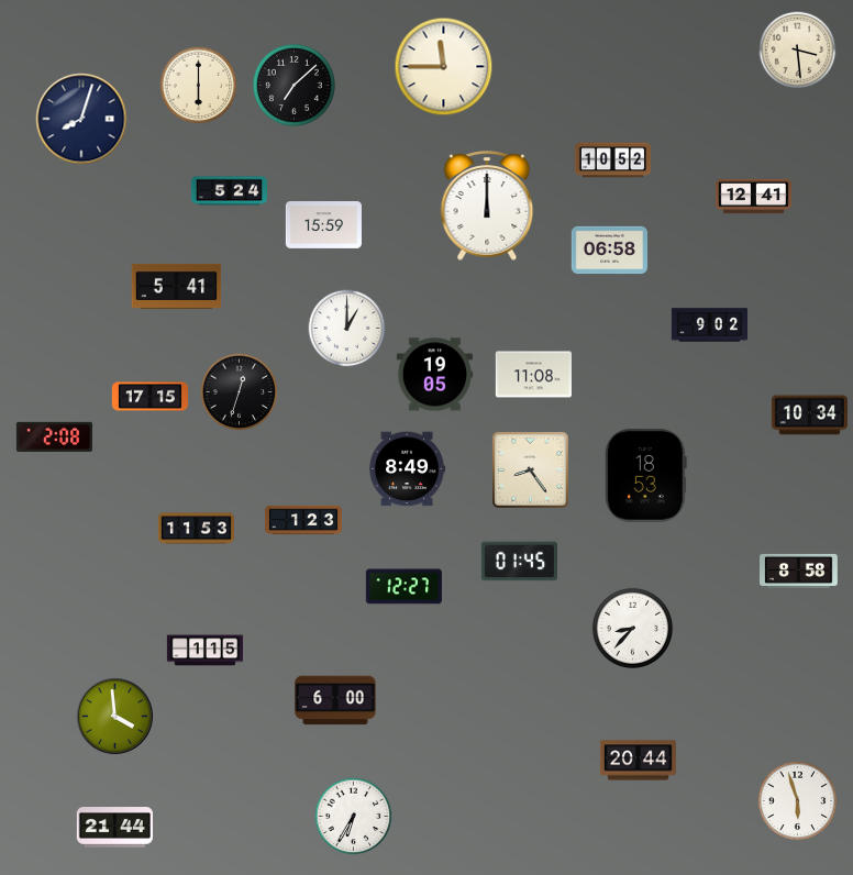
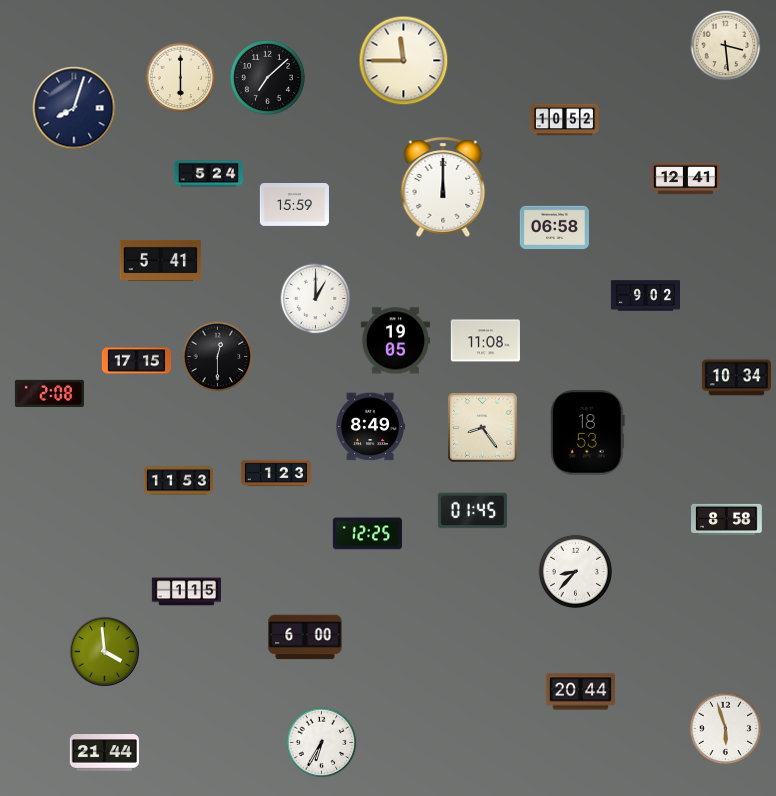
clock at (612, 160) position: (612, 160) -> (564, 120)
clock at (240, 392): 12:33 -> 12:30
clock at (54, 436) position: (54, 436) -> (49, 393)
clock at (403, 587): 12:27 -> 12:25
